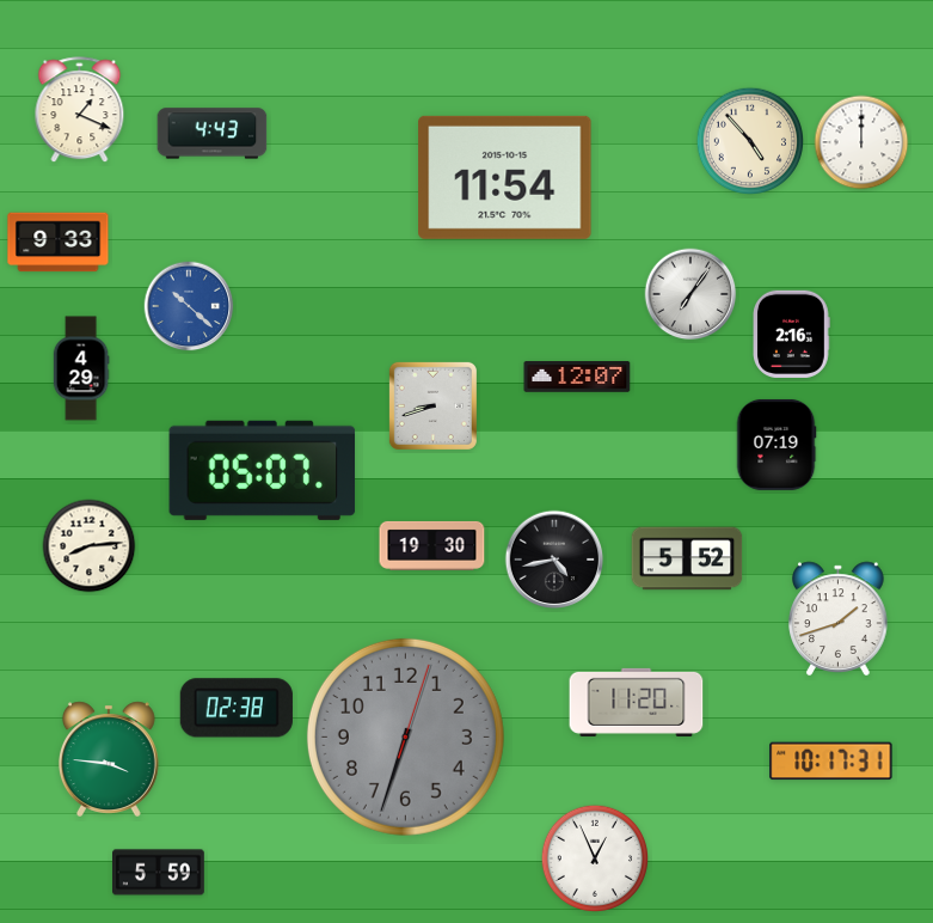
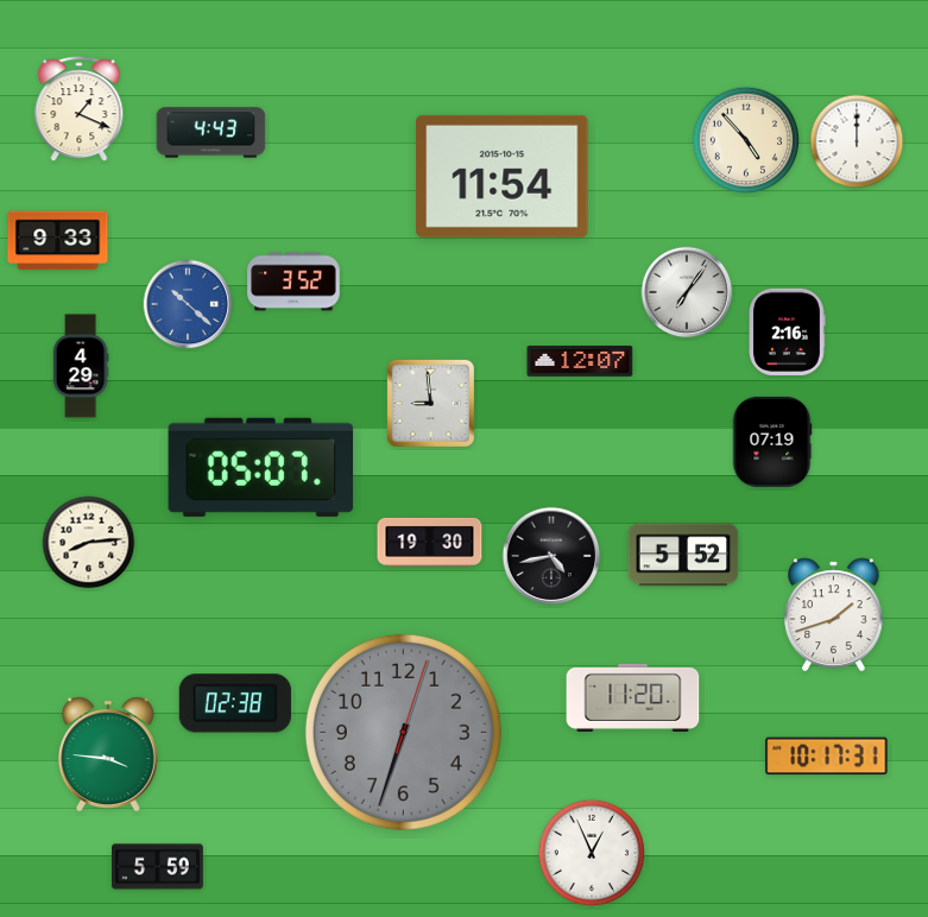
clock at (293, 282): none -> 3:52
clock at (577, 378) position: (577, 378) -> (580, 362)
clock at (432, 405): 8:42 -> 8:59
